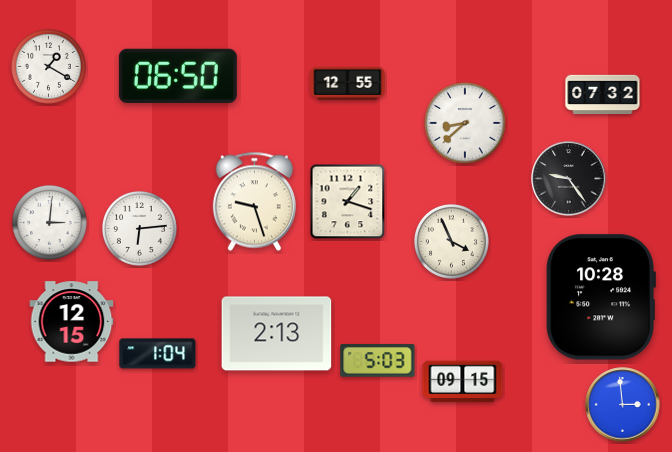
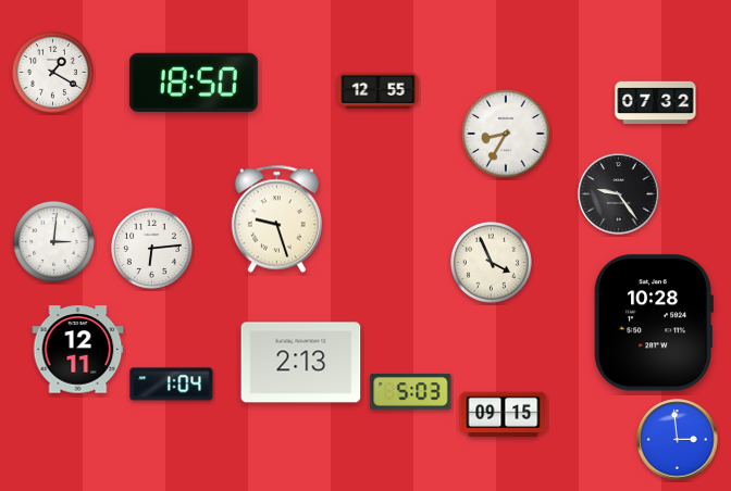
clock at (178, 76): 06:50 -> 18:50
clock at (465, 123): 8:38 -> 8:35
clock at (348, 202): 1:18 -> none
clock at (72, 322): 12:15 -> 12:11
